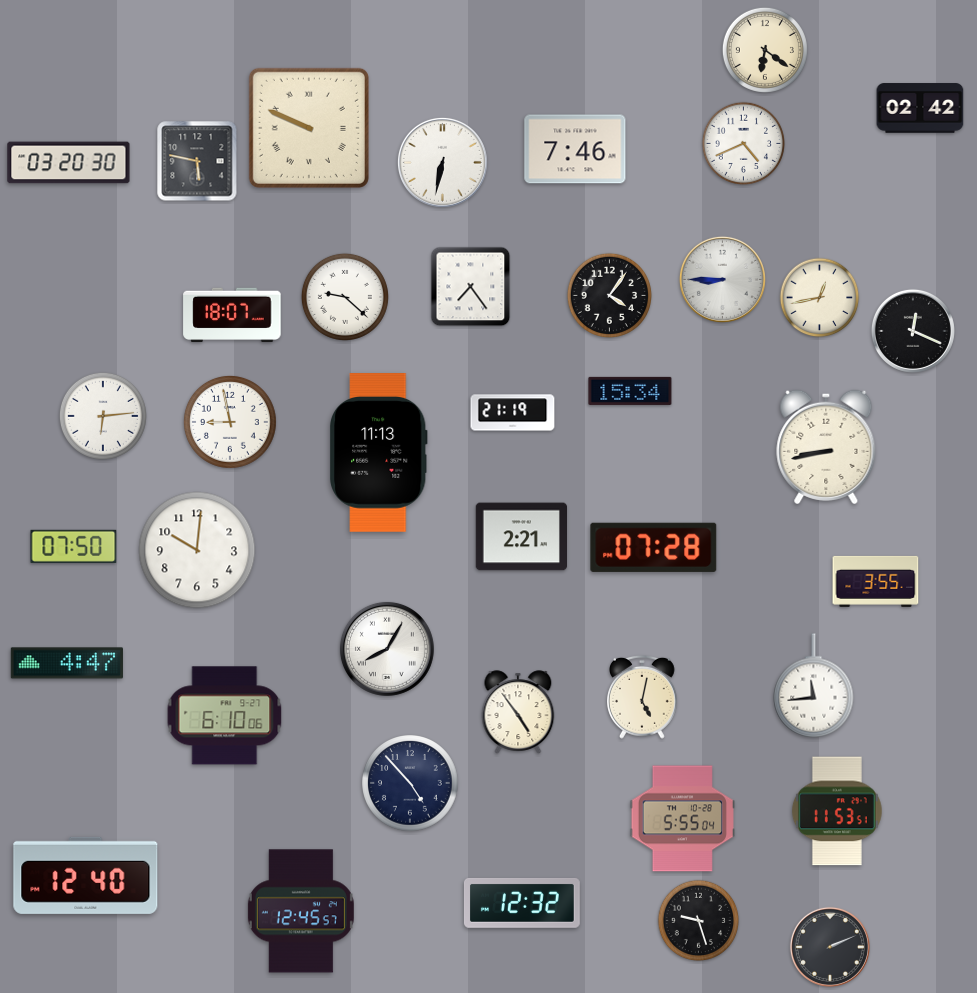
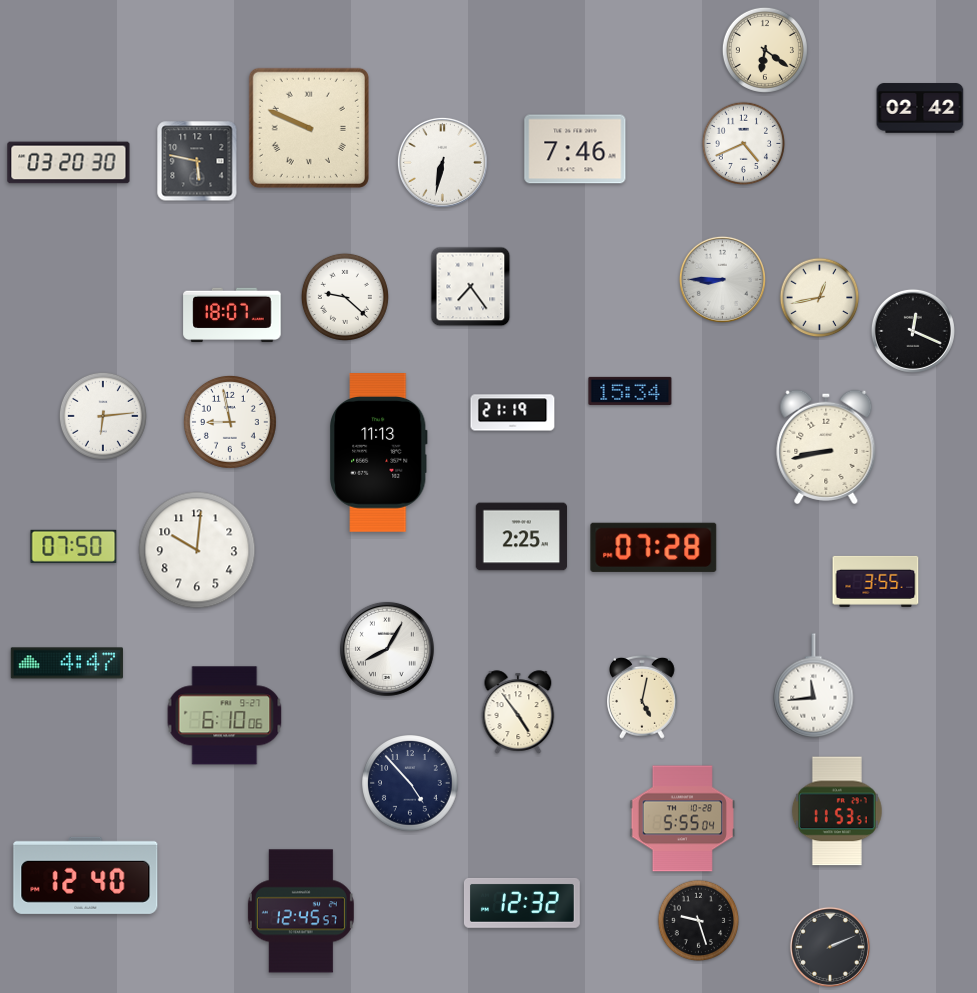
clock at (609, 295): 4:06 -> none
clock at (521, 537): 2:21 -> 2:25
